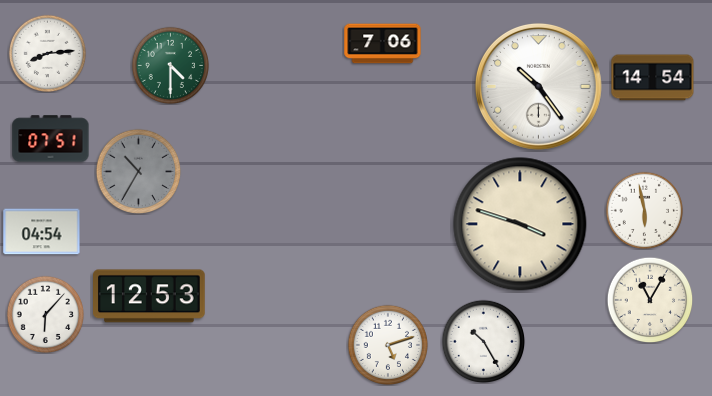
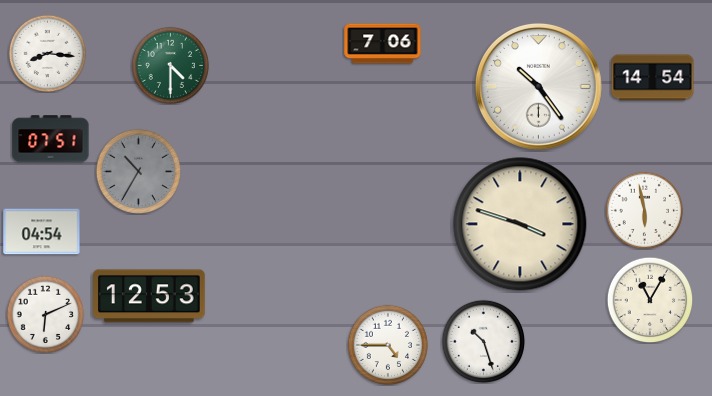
clock at (47, 53): 8:14 -> 8:16
clock at (45, 314): 6:07 -> 6:11
clock at (483, 341): 10:25 -> 10:27
clock at (388, 345): 5:12 -> 4:45
